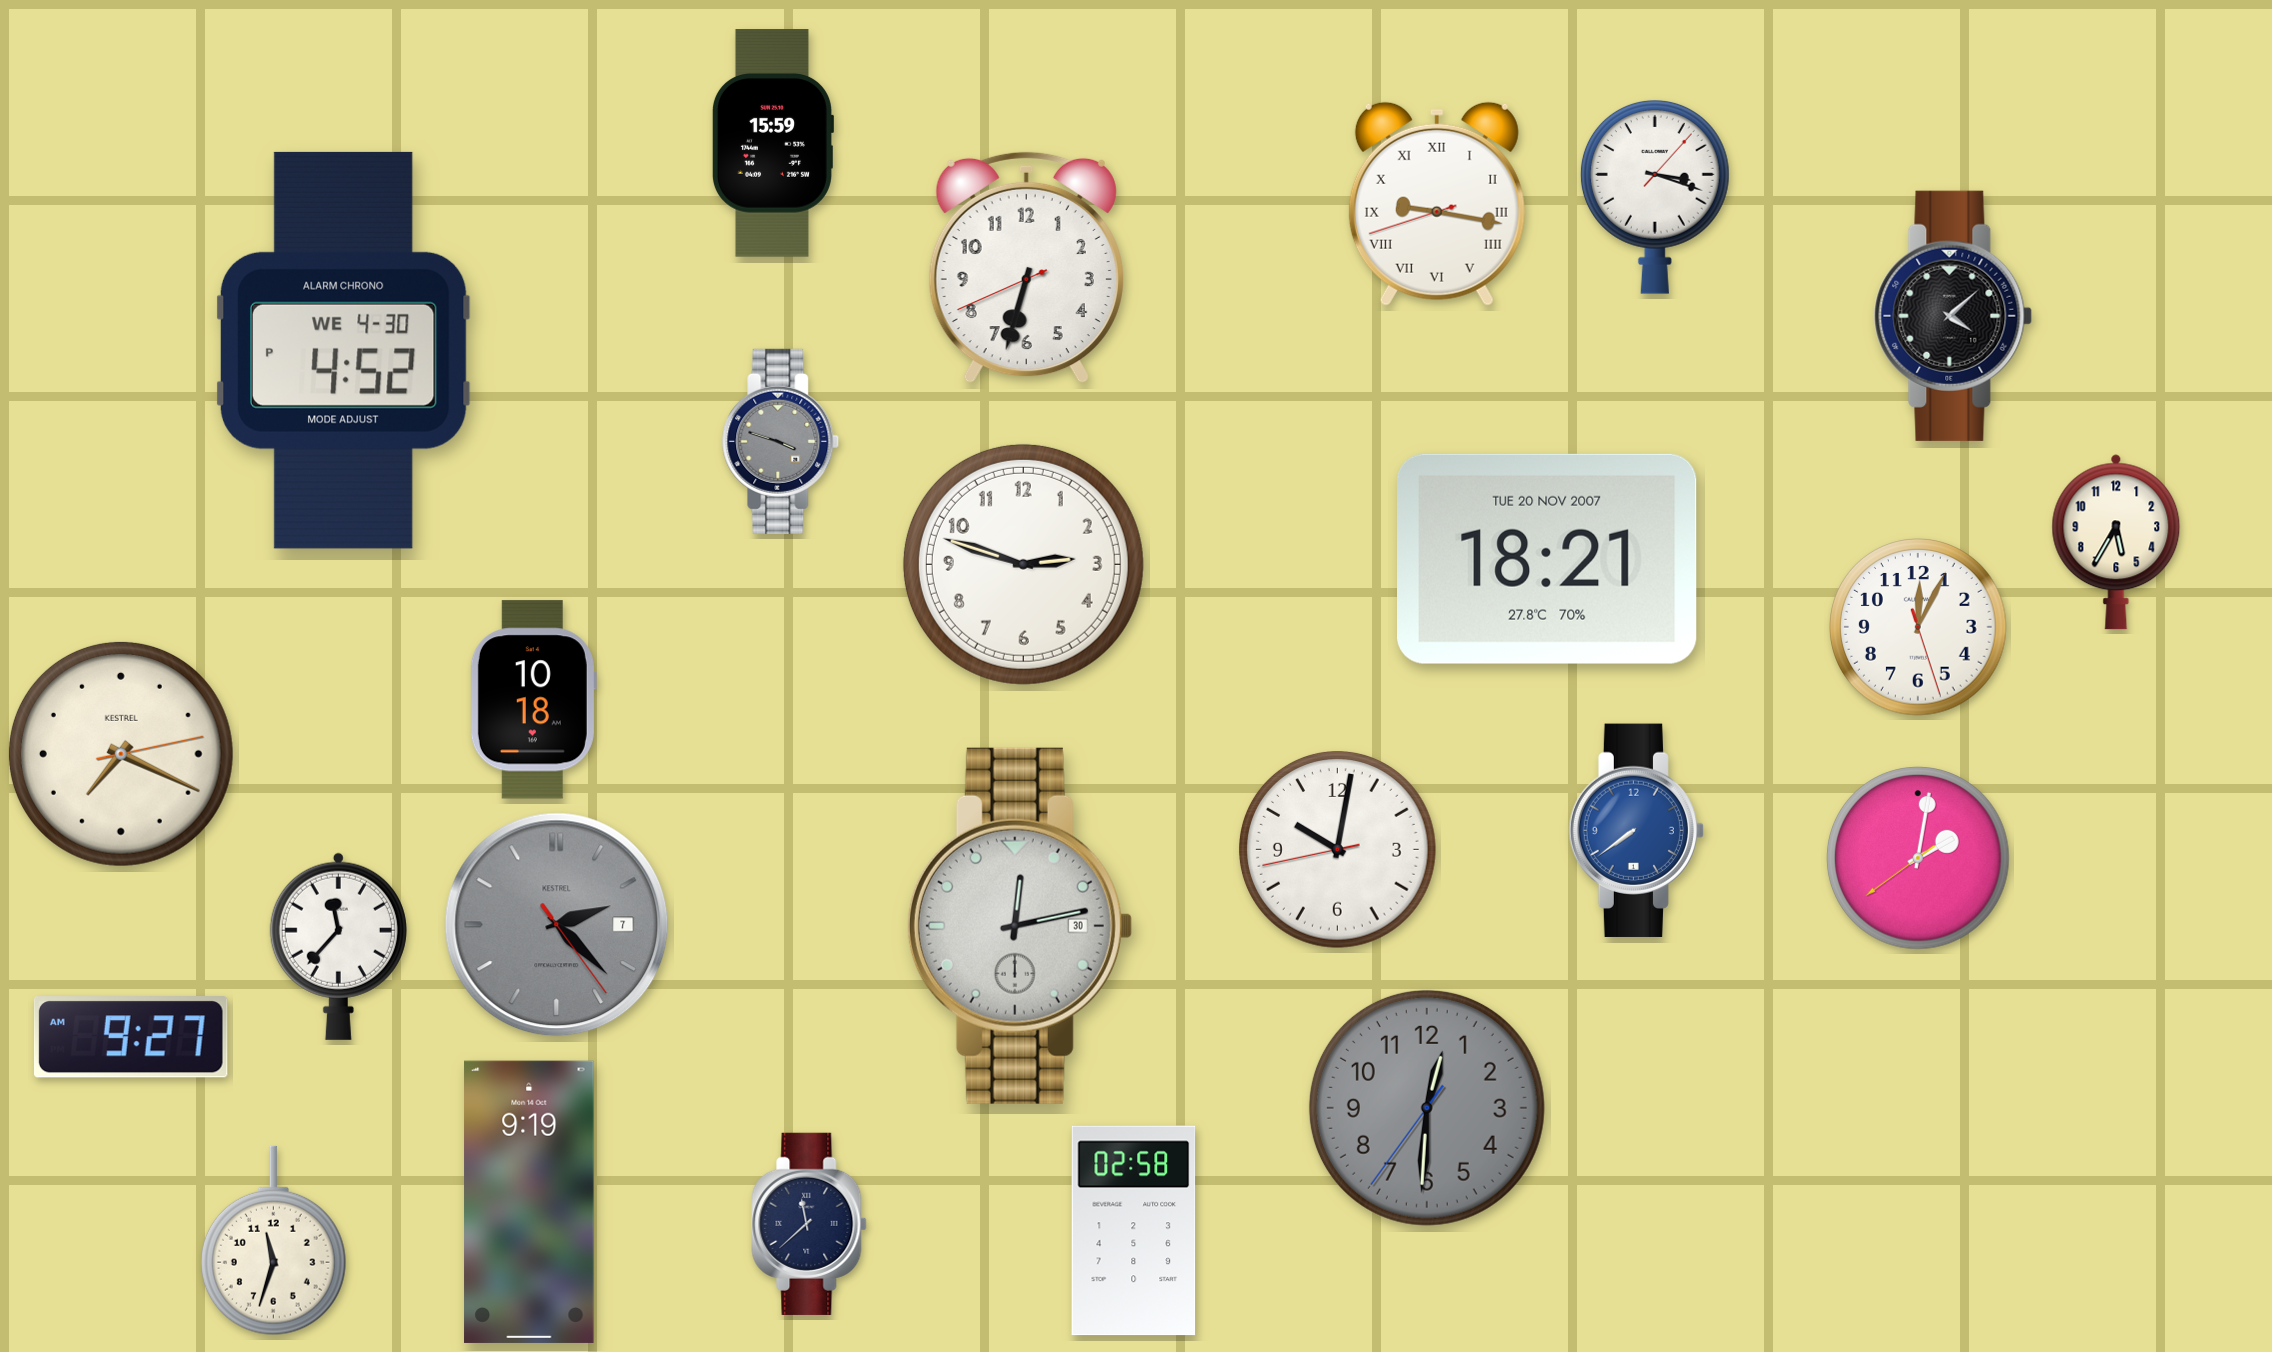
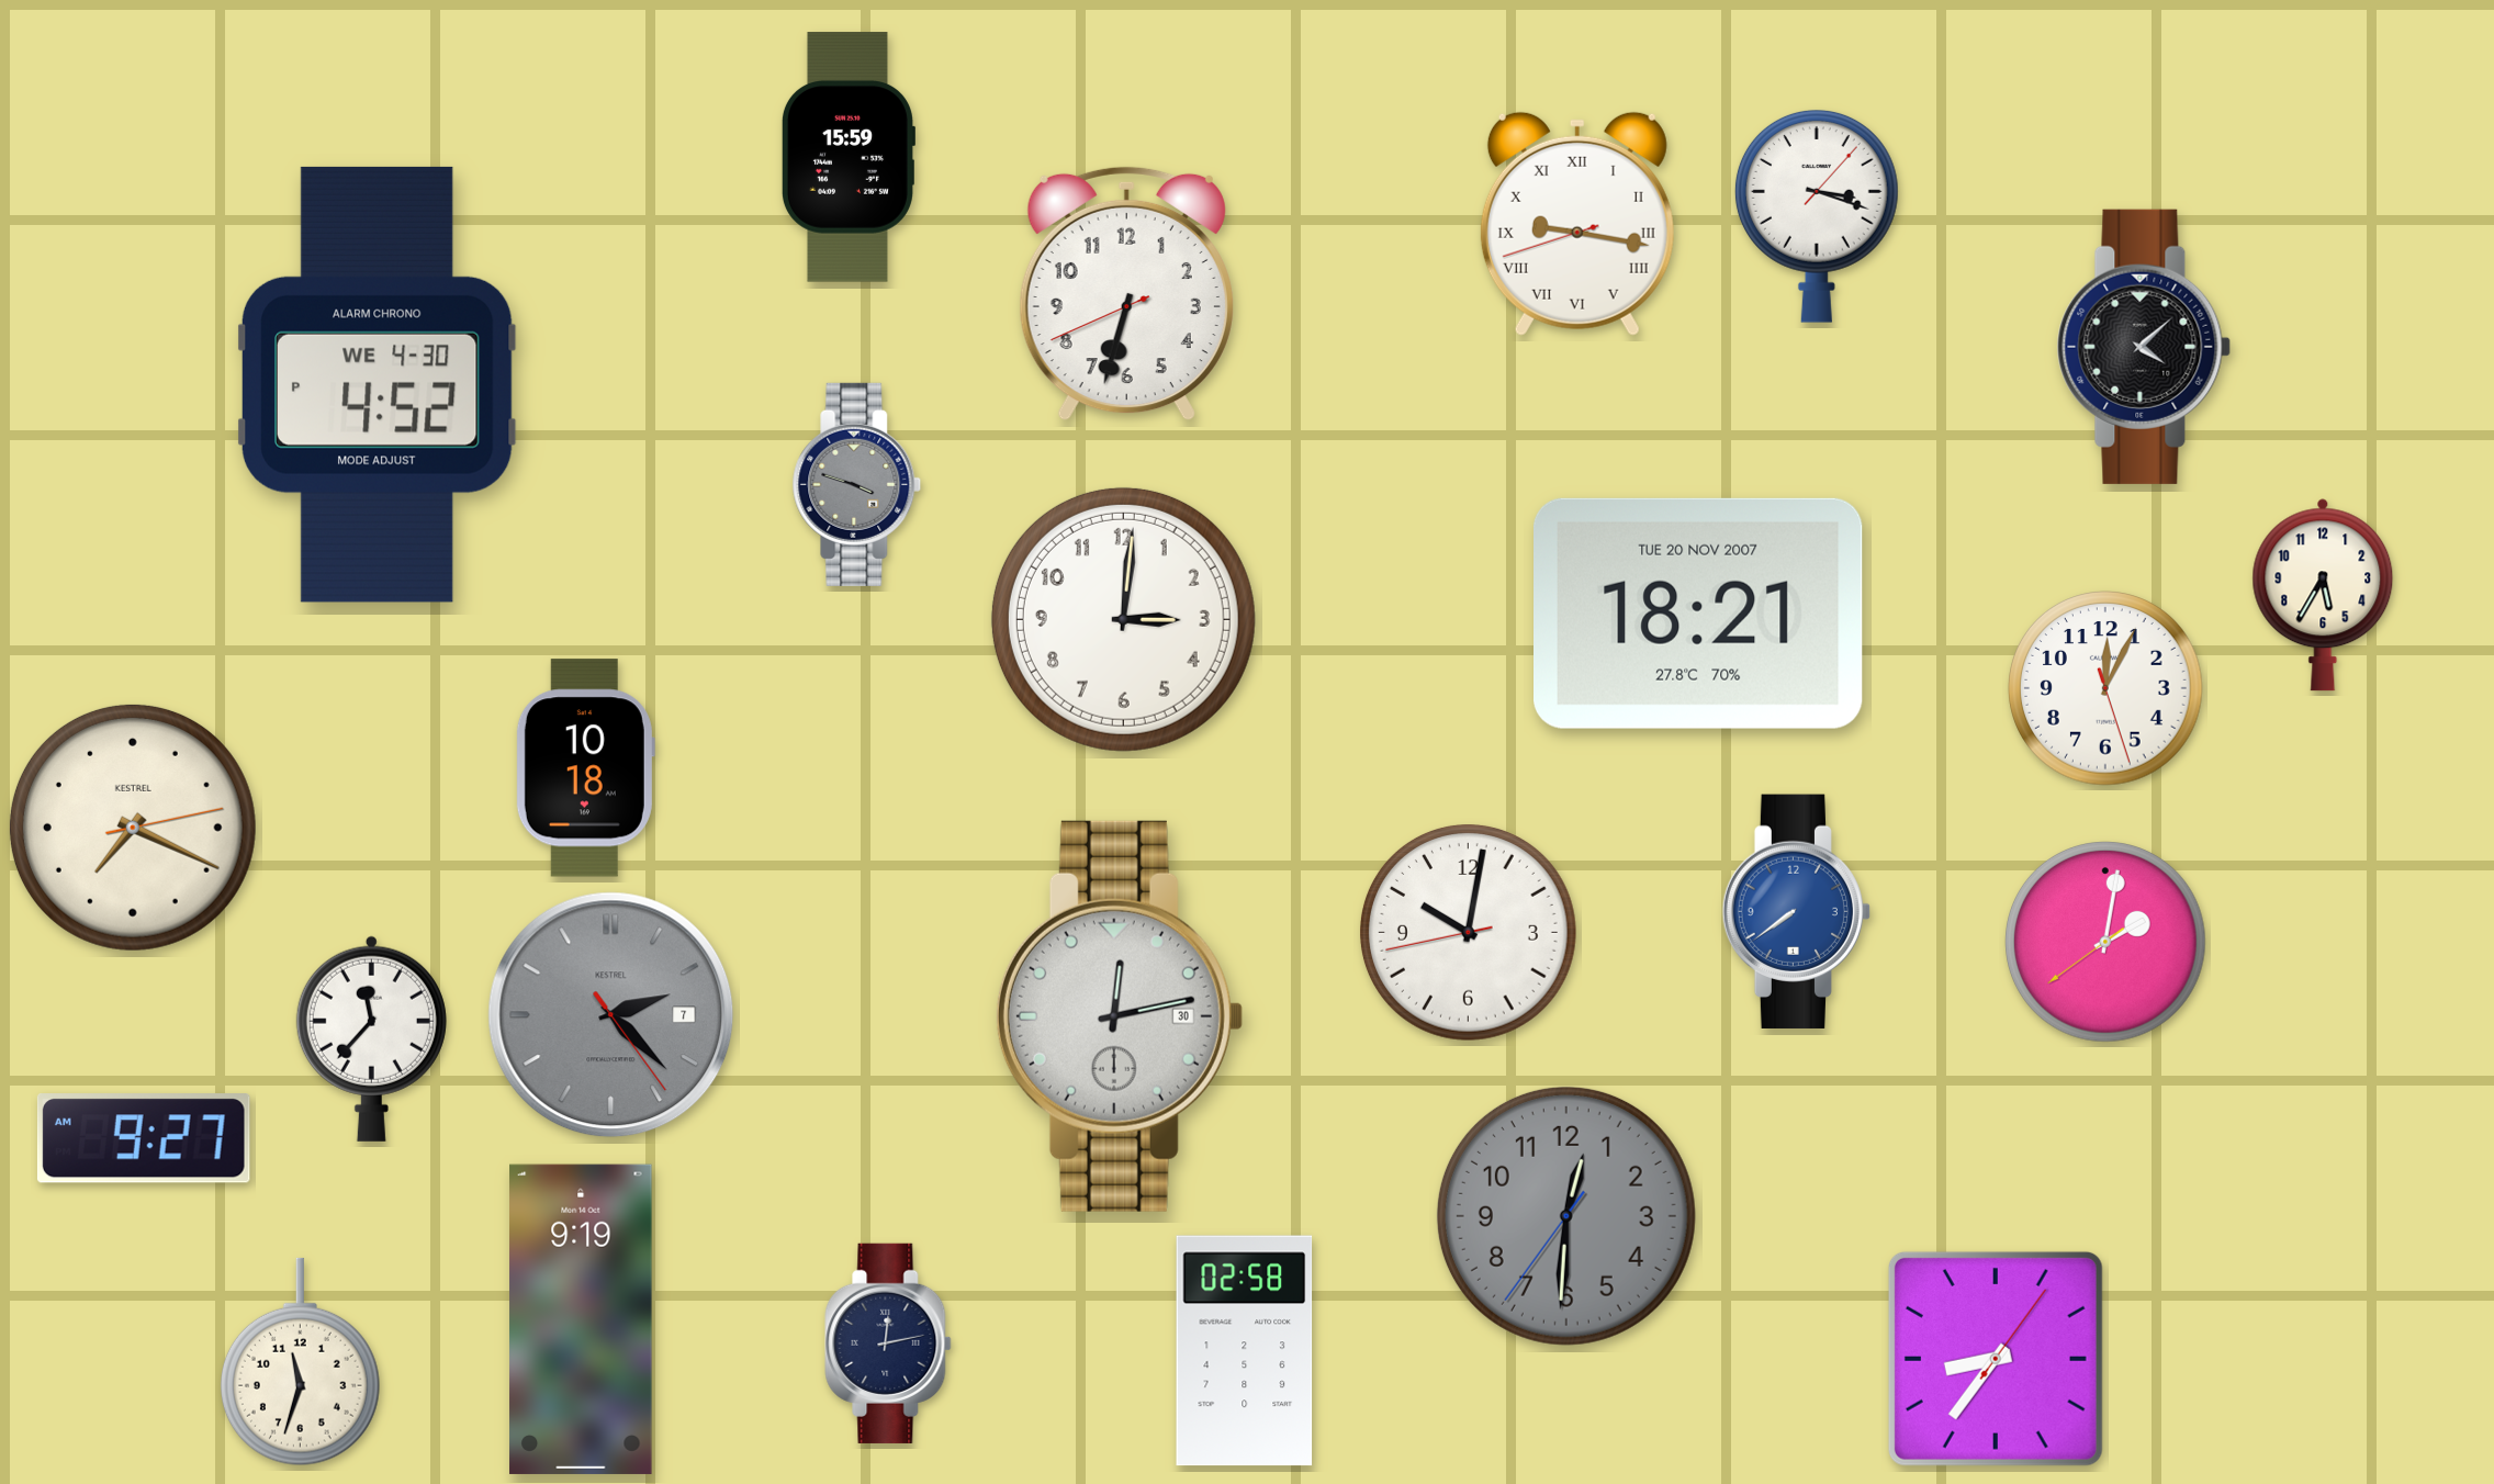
clock at (1023, 564): 2:48 -> 3:01
clock at (809, 1224): 11:38 -> 12:13
clock at (1996, 1359): none -> 8:36
